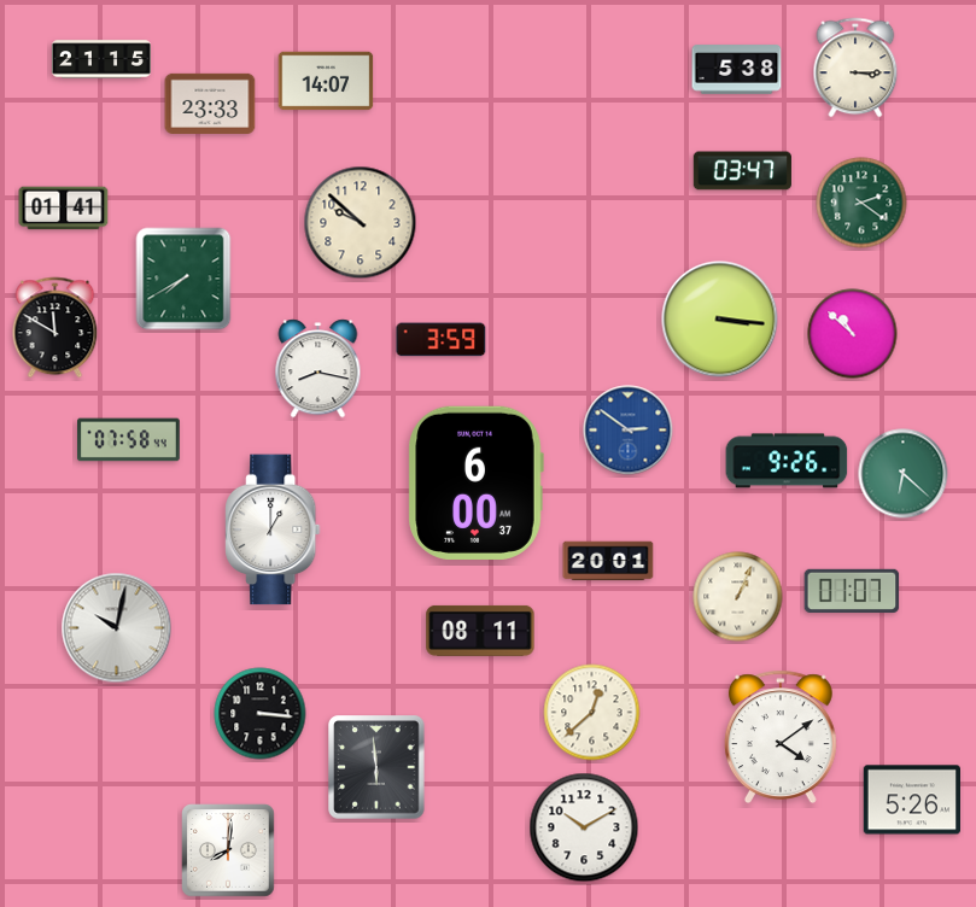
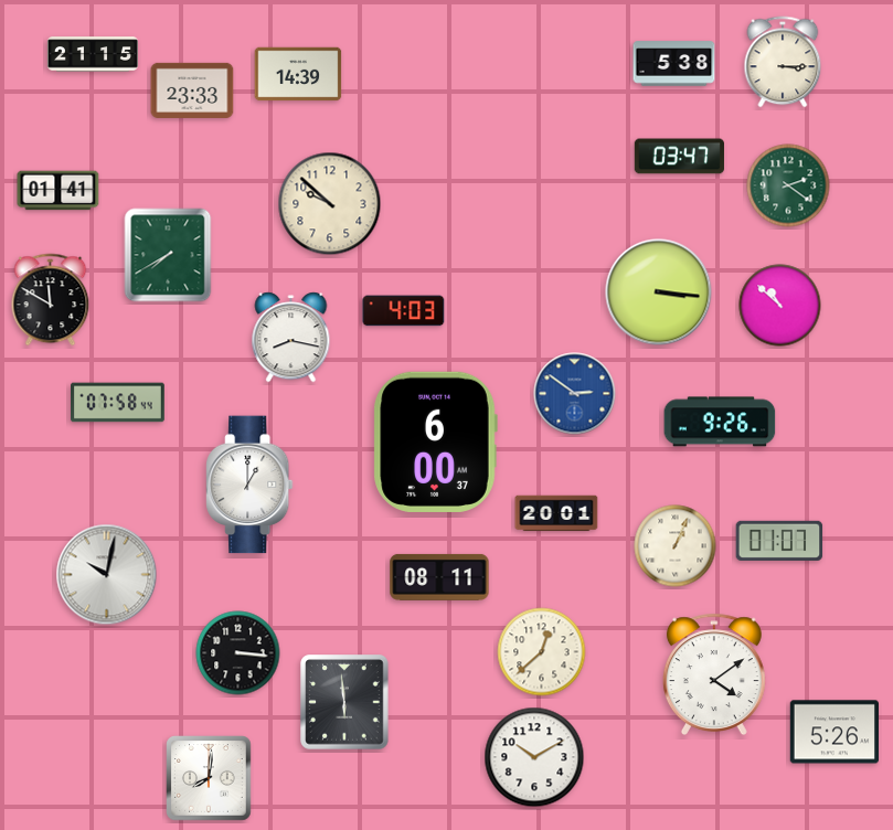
clock at (326, 81): 14:07 -> 14:39
clock at (210, 104) position: (210, 104) -> (192, 91)
clock at (442, 340): 3:59 -> 4:03
clock at (904, 474): 6:22 -> none
